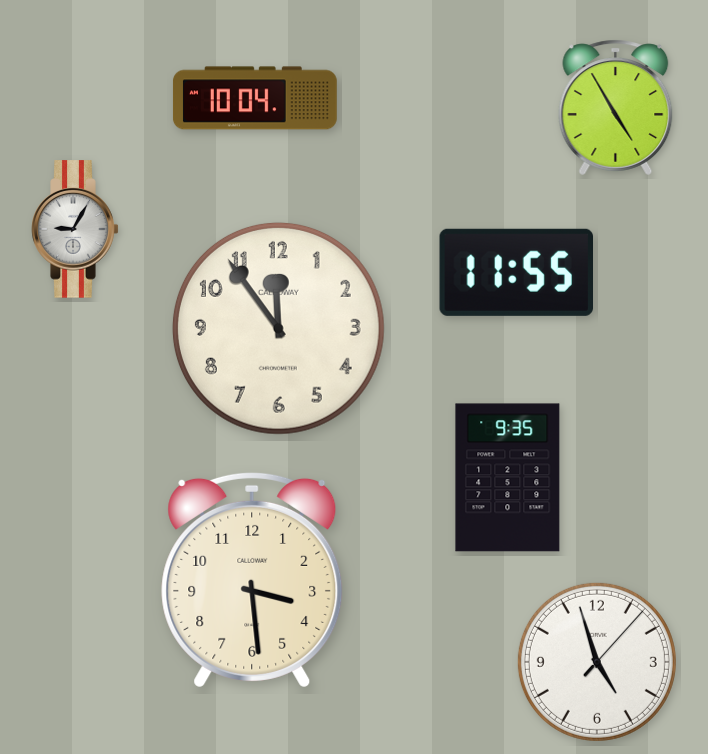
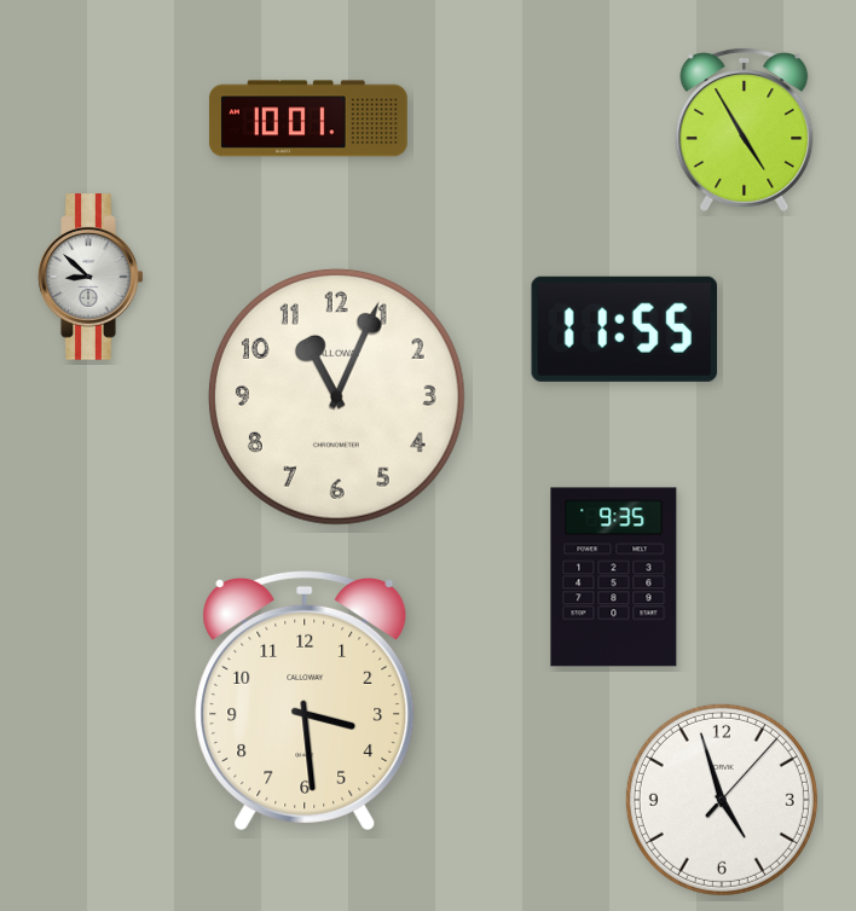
clock at (255, 98): 10:04 -> 10:01
clock at (75, 229): 9:05 -> 8:52
clock at (278, 328): 11:54 -> 11:04
